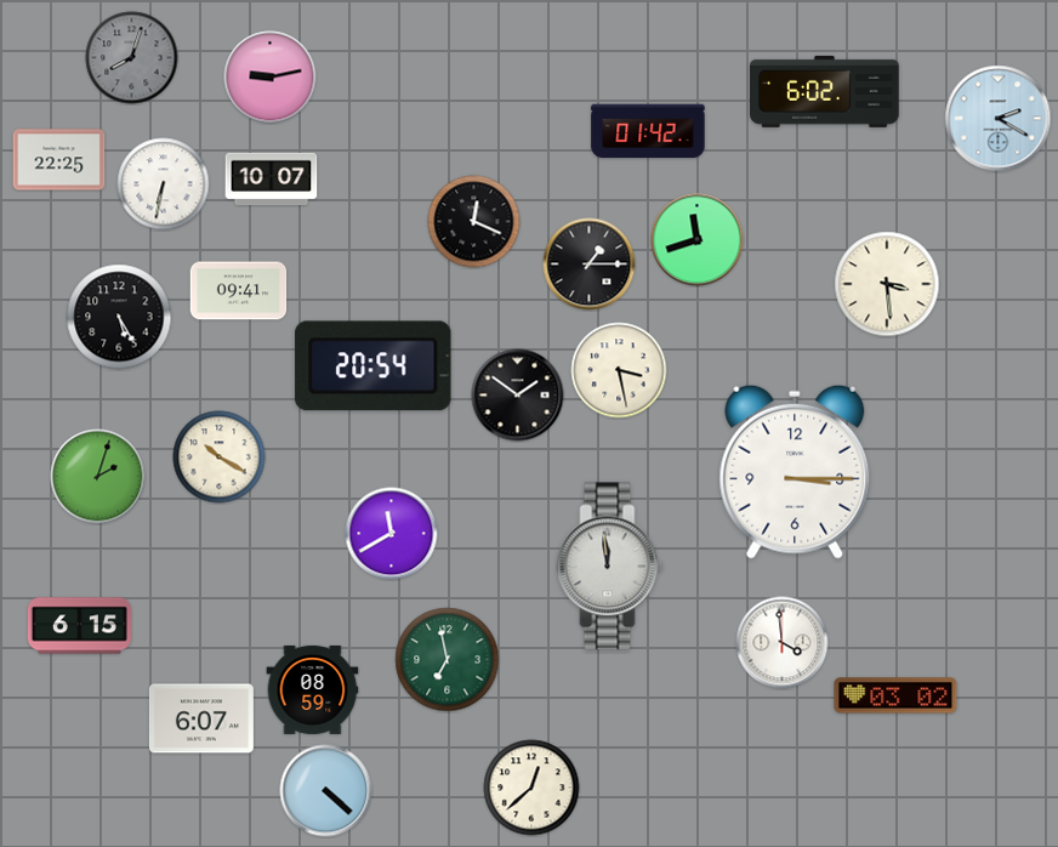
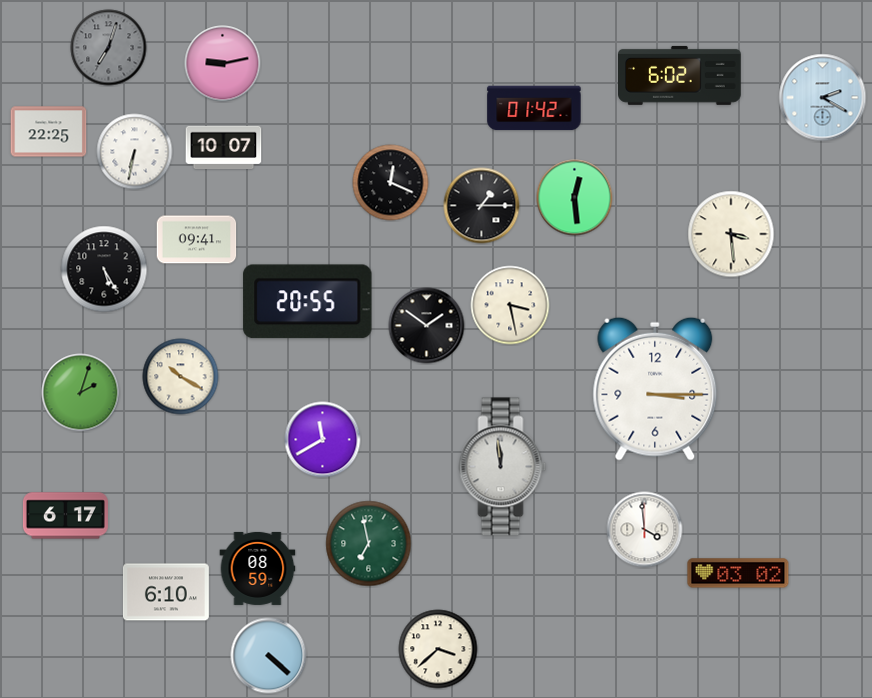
clock at (132, 58): 8:03 -> 7:03
clock at (698, 240): 11:42 -> 12:29
clock at (590, 265) position: (590, 265) -> (482, 206)
clock at (119, 317) position: (119, 317) -> (104, 269)
clock at (374, 366): 20:54 -> 20:55
clock at (79, 626): 6:15 -> 6:17
clock at (201, 718): 6:07 -> 6:10
clock at (531, 788): 12:38 -> 3:38
clock at (326, 791) position: (326, 791) -> (269, 656)
